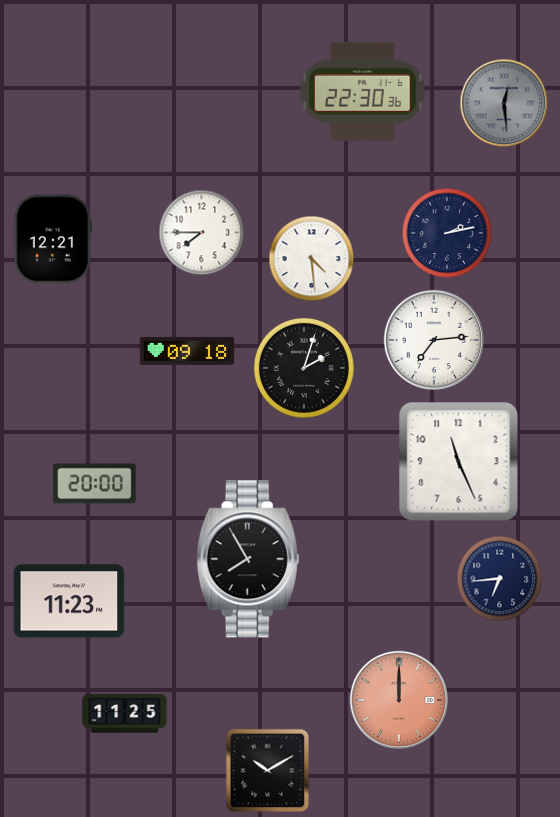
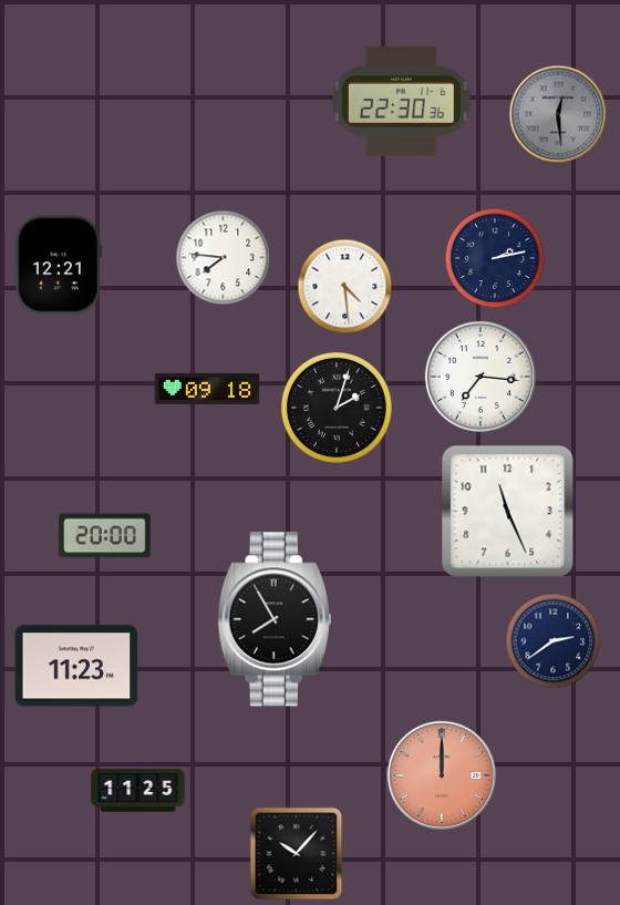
clock at (202, 233): 7:45 -> 7:46
clock at (434, 340): 7:14 -> 7:16
clock at (500, 579): 6:44 -> 2:39
clock at (268, 771): 10:10 -> 10:07
